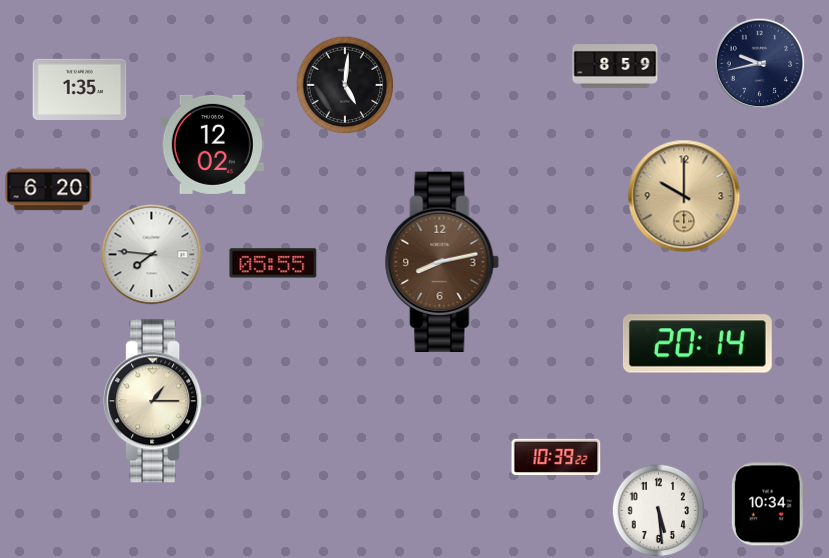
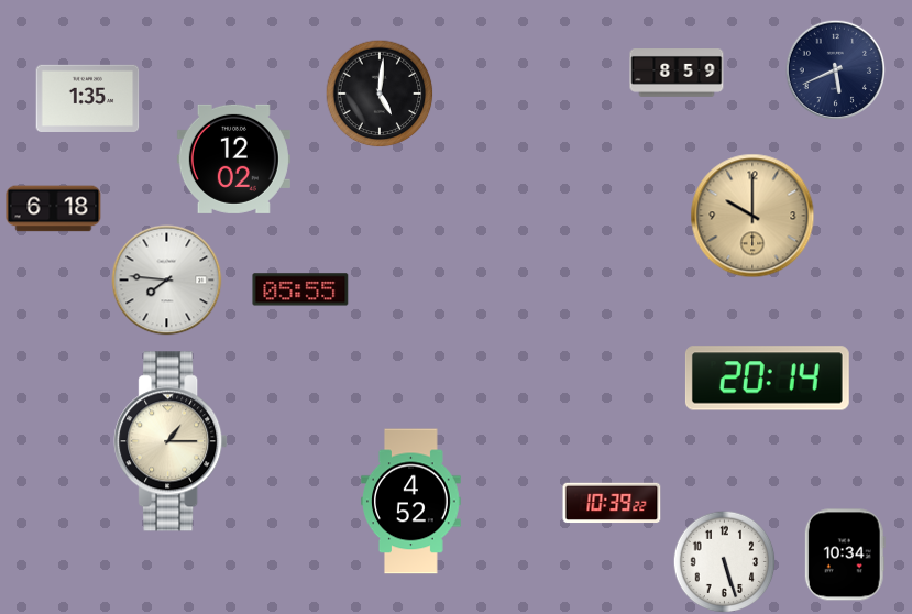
clock at (759, 63): 9:43 -> 5:41
clock at (49, 190): 6:20 -> 6:18
clock at (442, 262): 8:13 -> none
clock at (411, 502): none -> 4:52
clock at (658, 510): 5:29 -> 5:27
